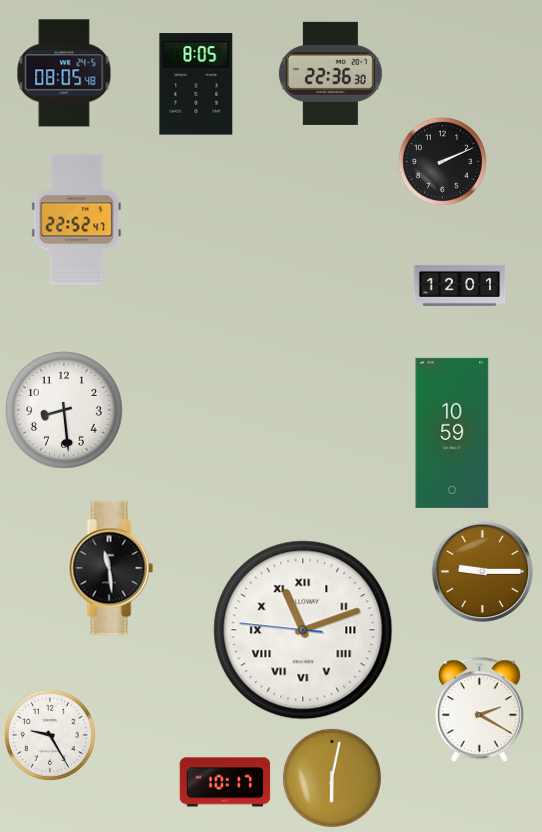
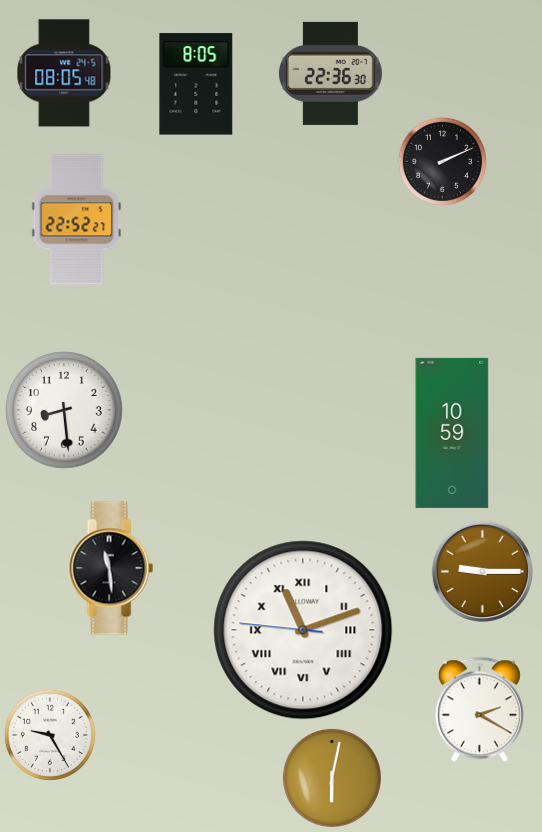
clock at (77, 220): 22:52:47 -> 22:52:27
clock at (460, 285): 12:01 -> none
clock at (225, 782): 10:17 -> none
